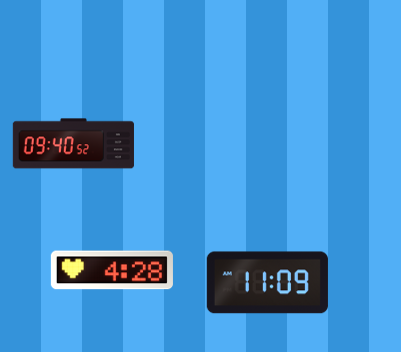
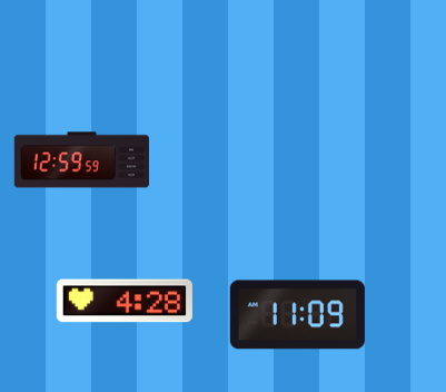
clock at (73, 144): 09:40 -> 12:59
